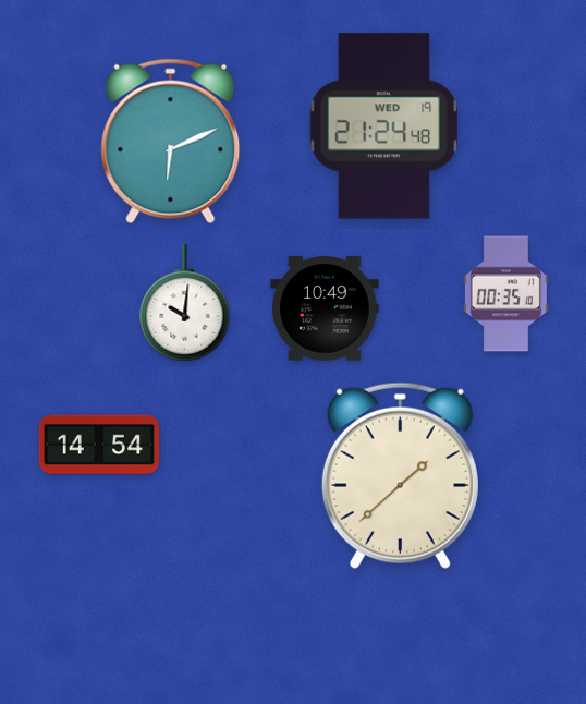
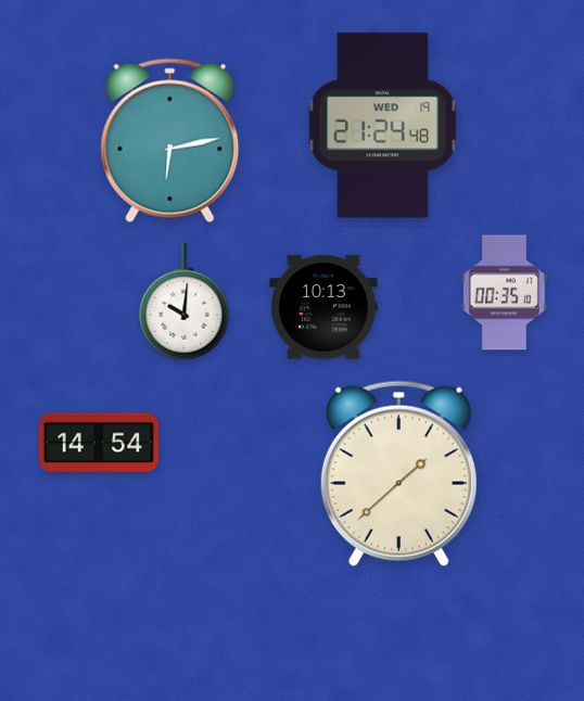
clock at (171, 142): 6:11 -> 6:13
clock at (325, 308): 10:49 -> 10:13
